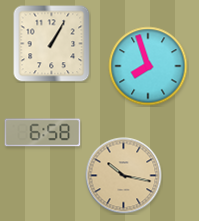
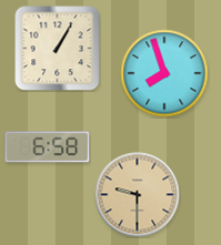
clock at (124, 176): 10:17 -> 9:30
